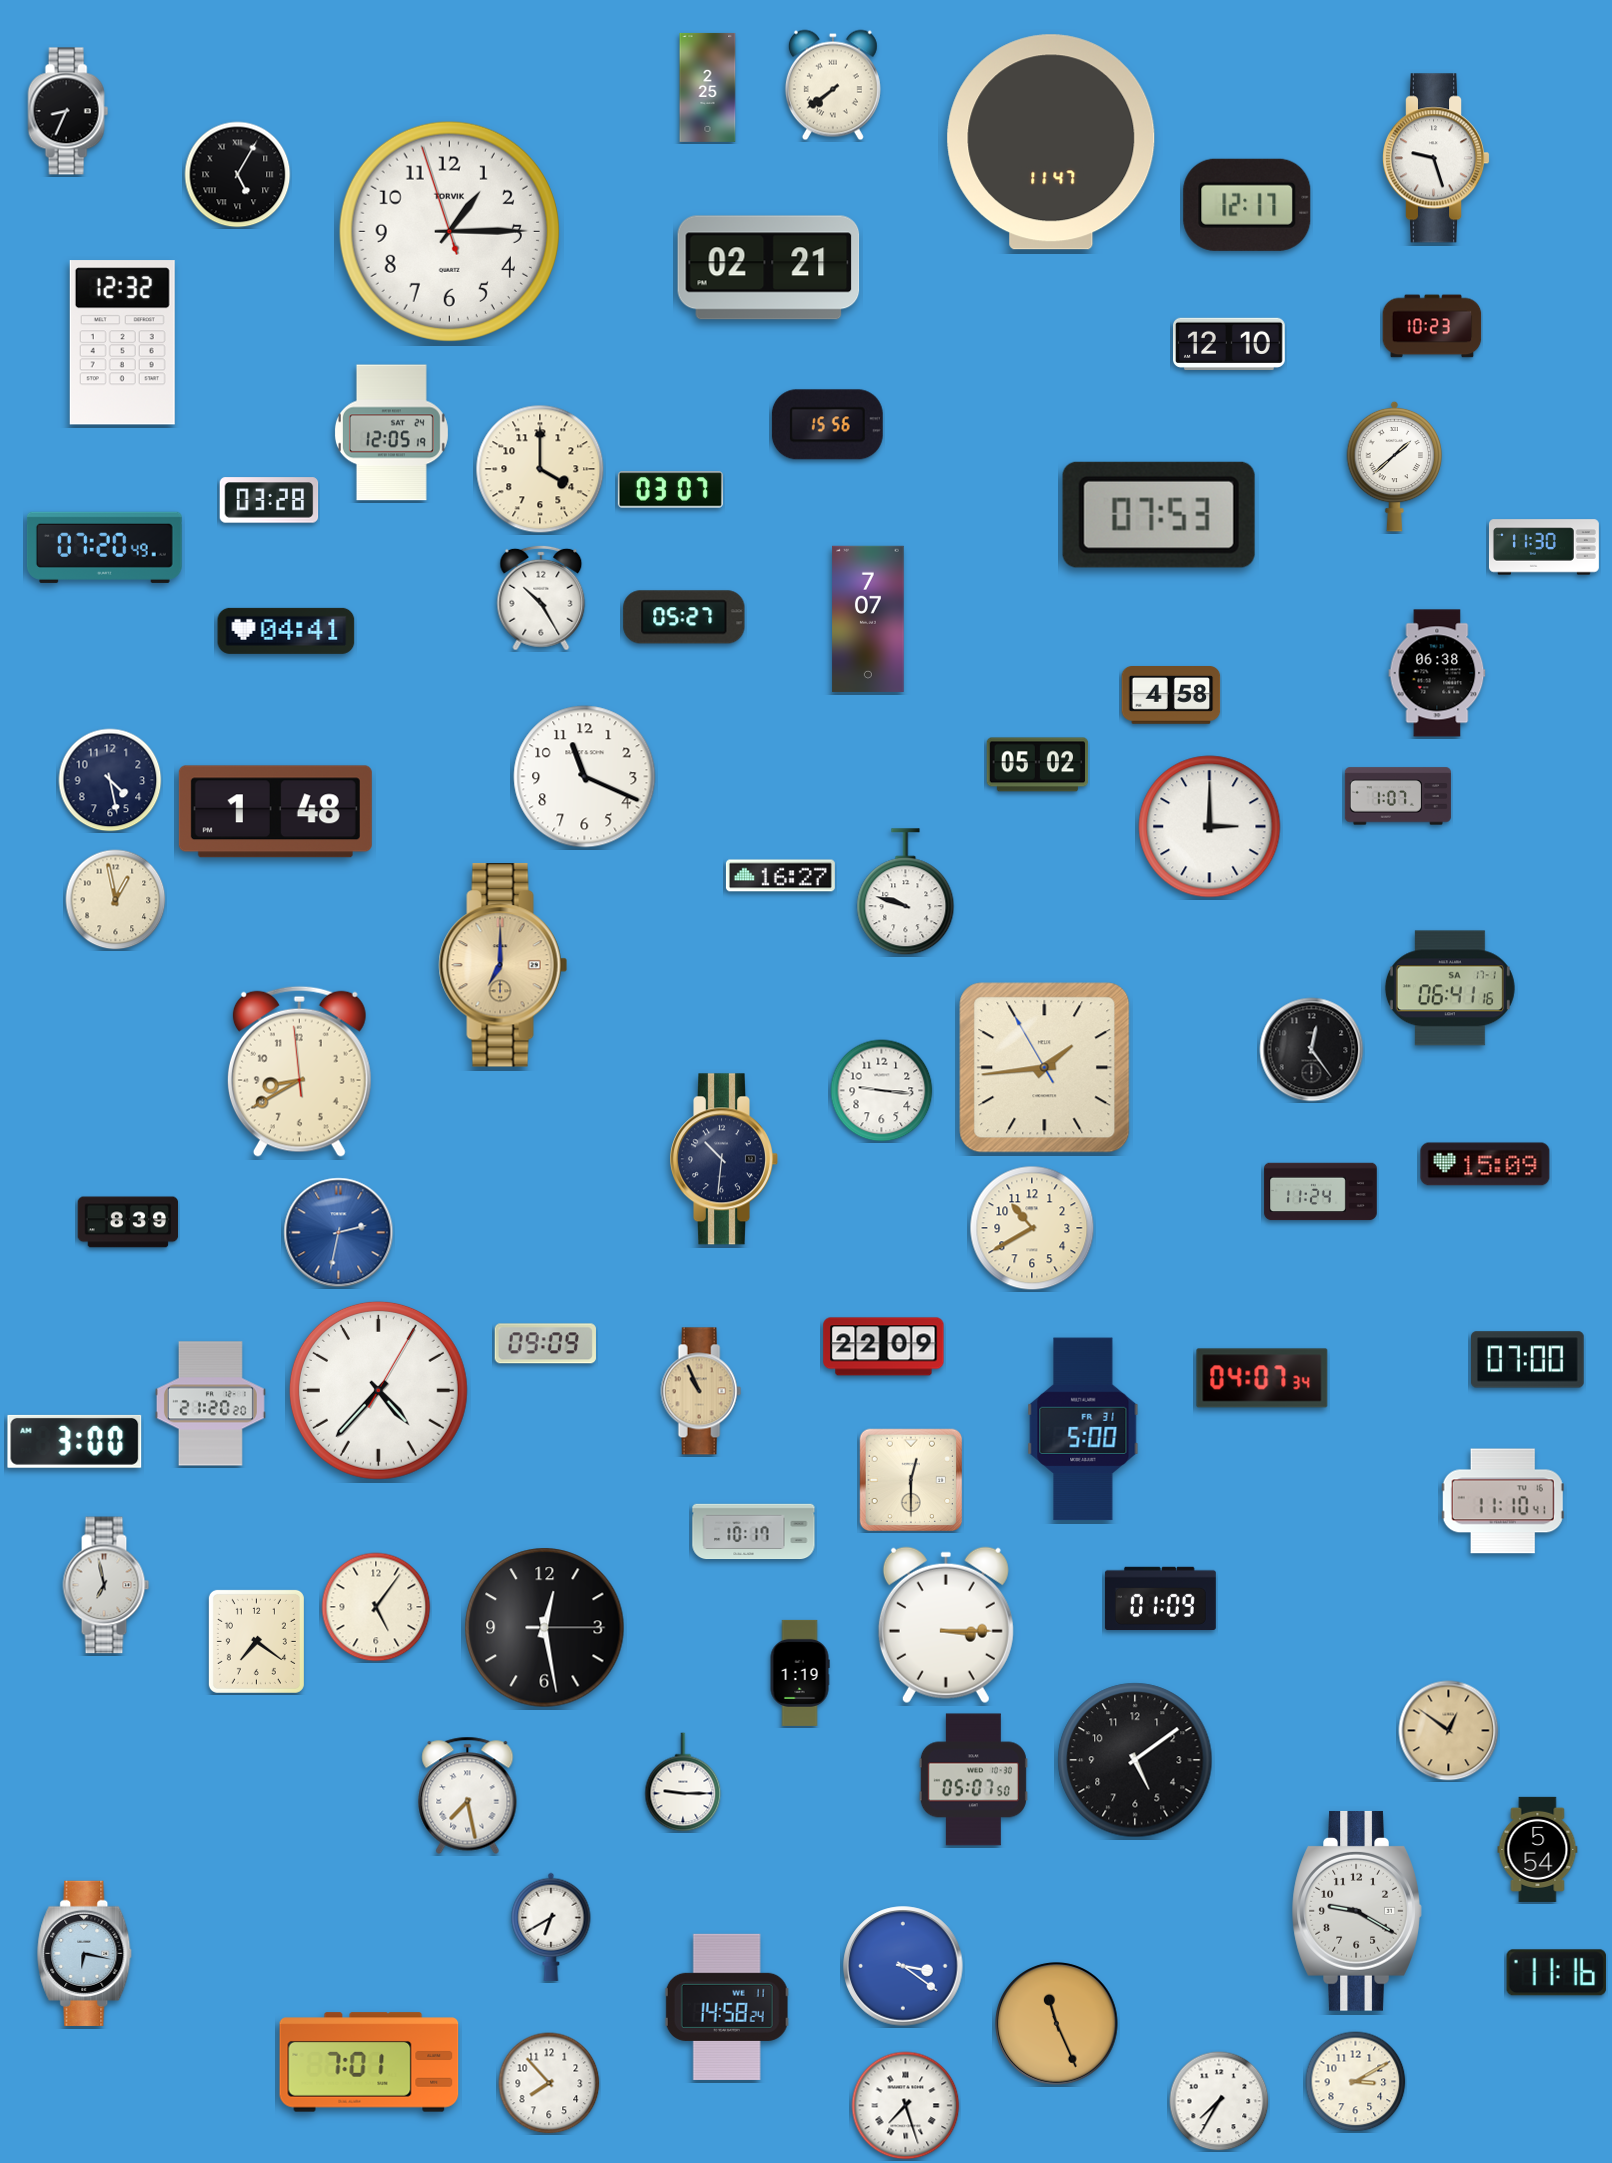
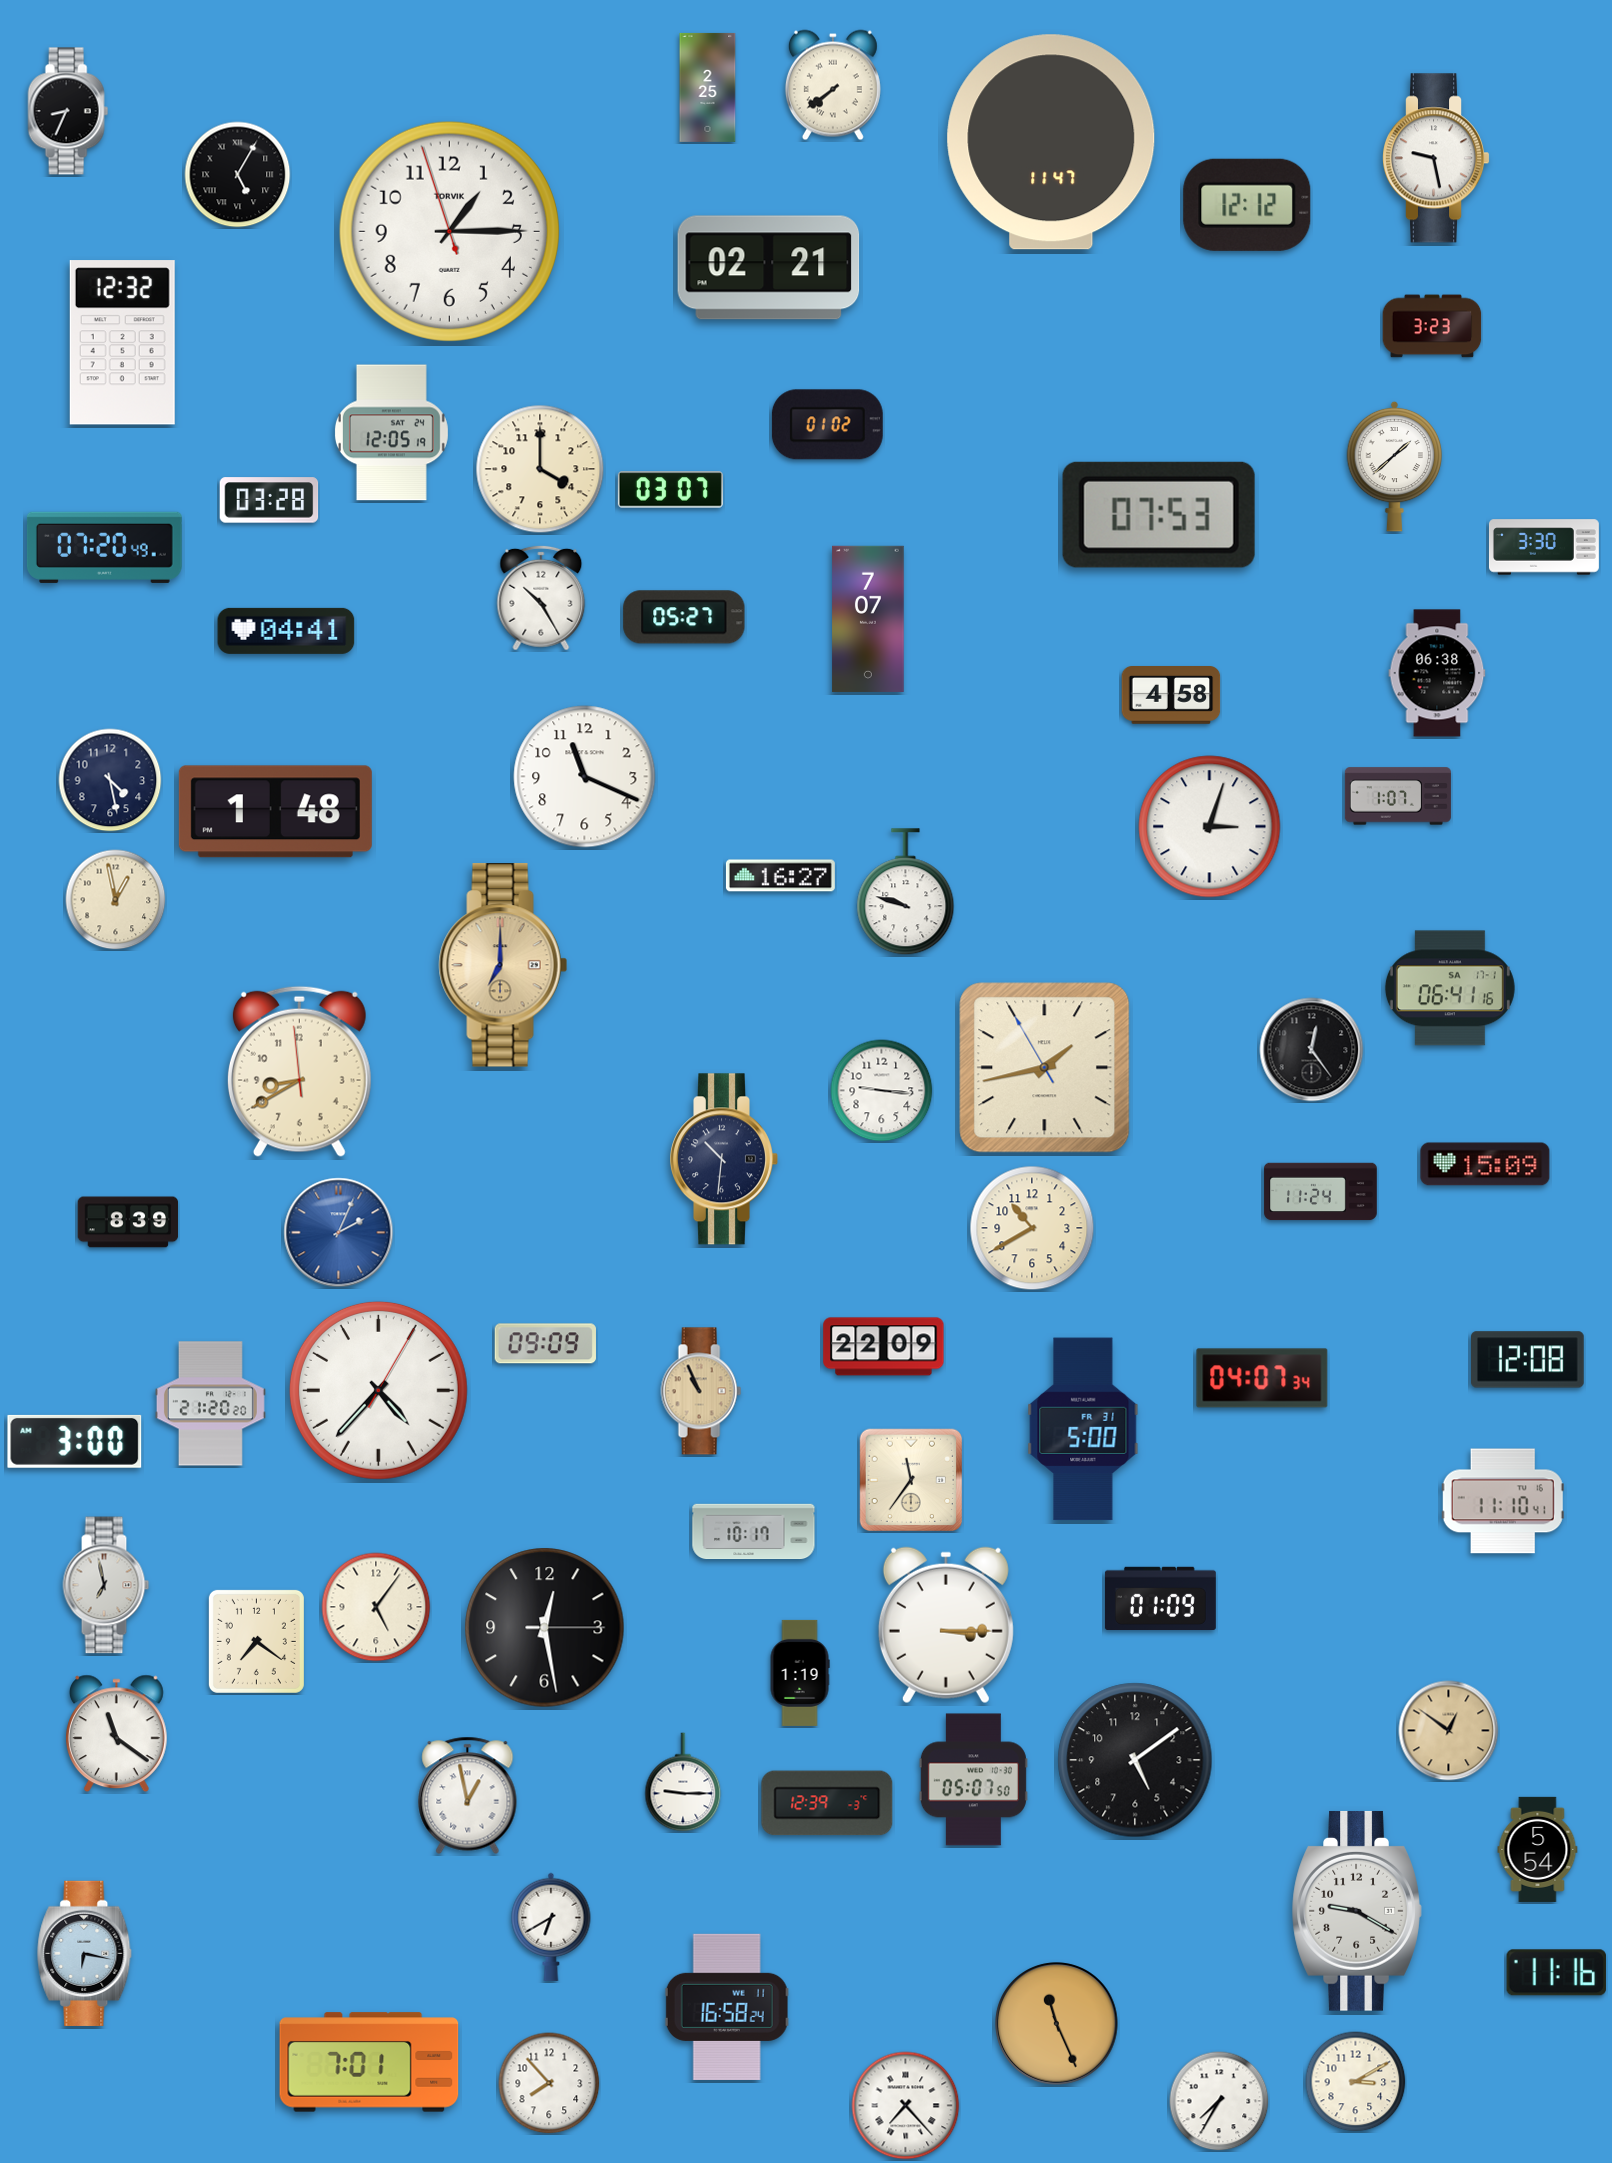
clock at (1437, 158): 9:27 -> 9:28
clock at (1247, 205): 12:17 -> 12:12
clock at (1432, 326): 10:23 -> 3:23
clock at (1230, 343): 12:10 -> none
clock at (827, 425): 15:56 -> 01:02
clock at (1544, 547): 11:30 -> 3:30
clock at (1038, 765): 05:02 -> none
clock at (1210, 827): 3:00 -> 3:03
clock at (1045, 1068): 1:43 -> 1:42
clock at (339, 1233): 2:32 -> 2:04
clock at (1528, 1360): 07:00 -> 12:08
clock at (911, 1480): 12:30 -> 11:36
clock at (116, 1734): none -> 11:21
clock at (468, 1795): 7:28 -> 12:58
clock at (827, 1803): none -> 12:39
clock at (903, 1966): 3:21 -> none
clock at (727, 2007): 14:58 -> 16:58
clock at (906, 2106): 7:27 -> 7:23
